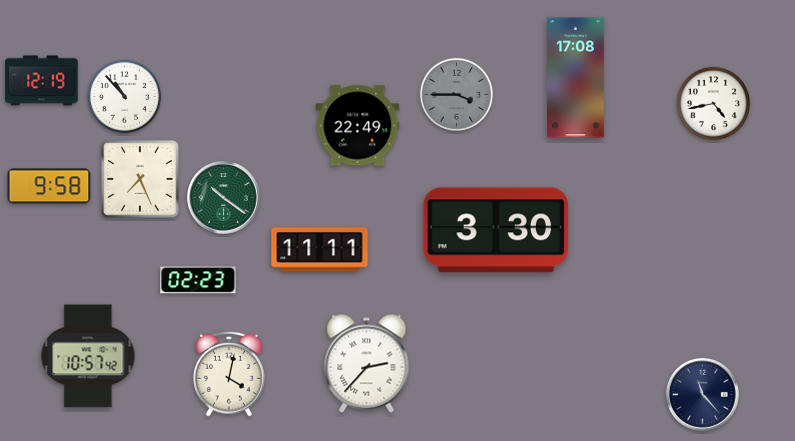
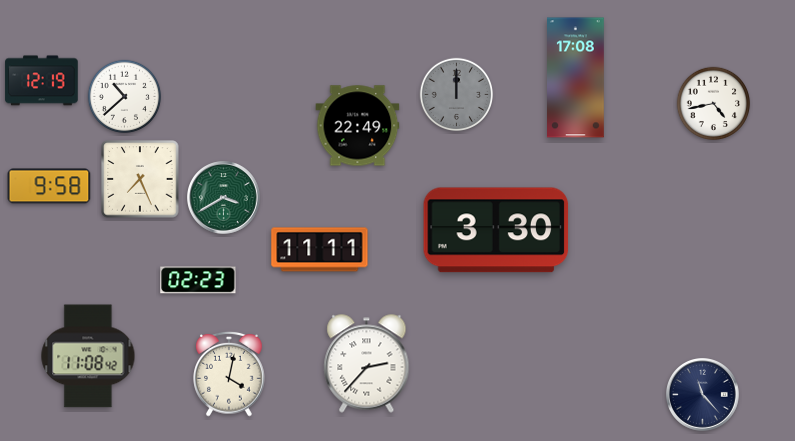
clock at (457, 95): 3:45 -> 12:00
clock at (125, 97): 10:53 -> 10:38
clock at (224, 198): 10:21 -> 3:40
clock at (88, 356): 10:57 -> 11:08
